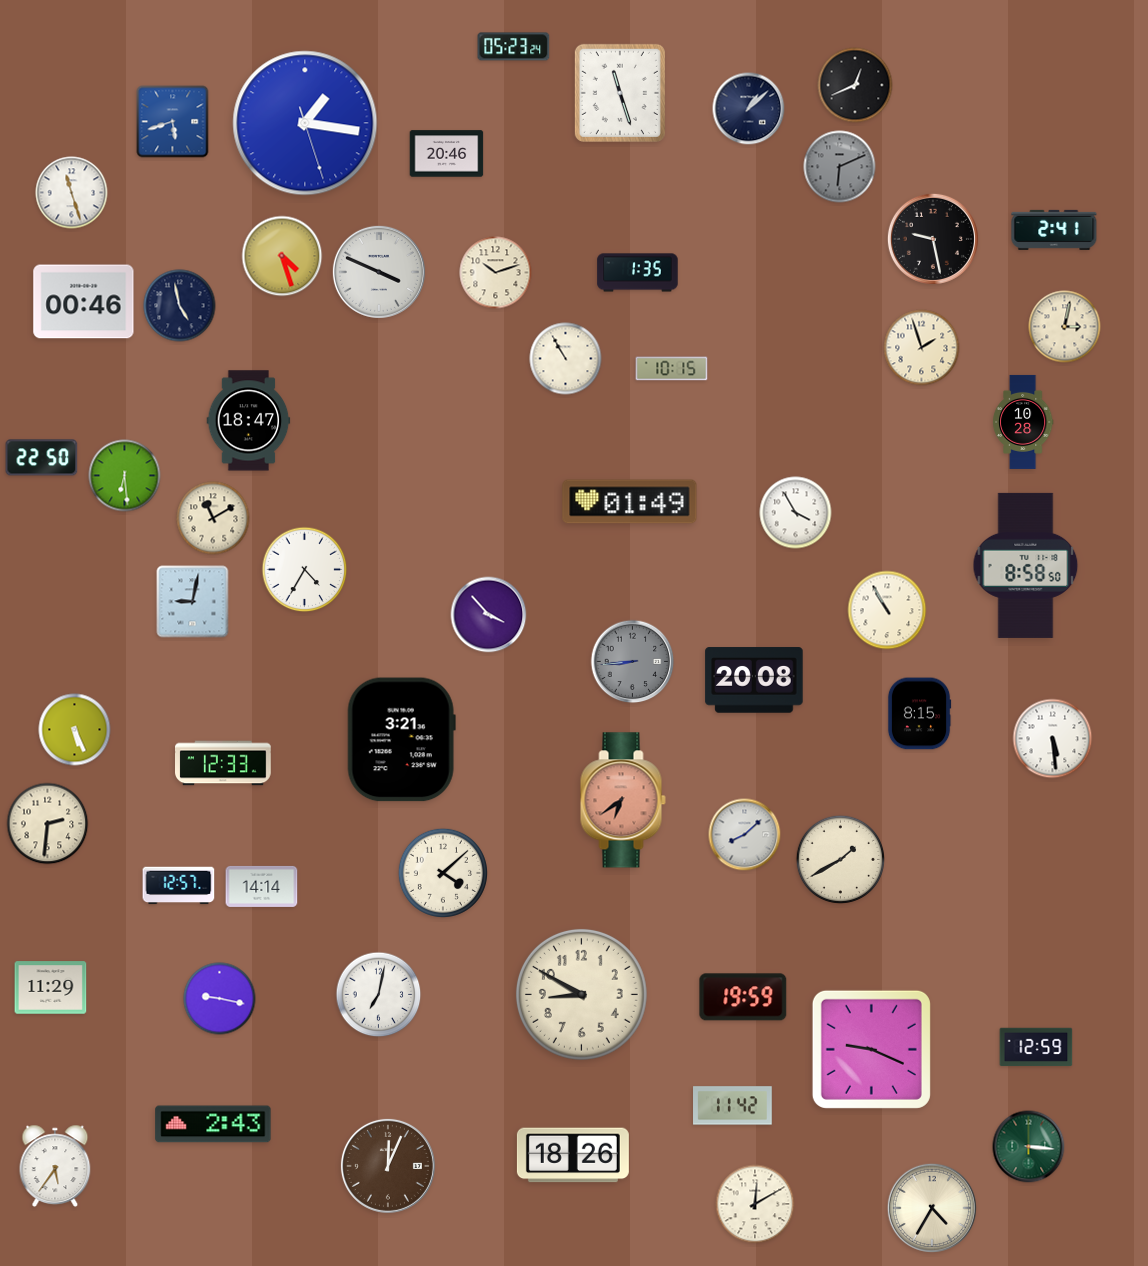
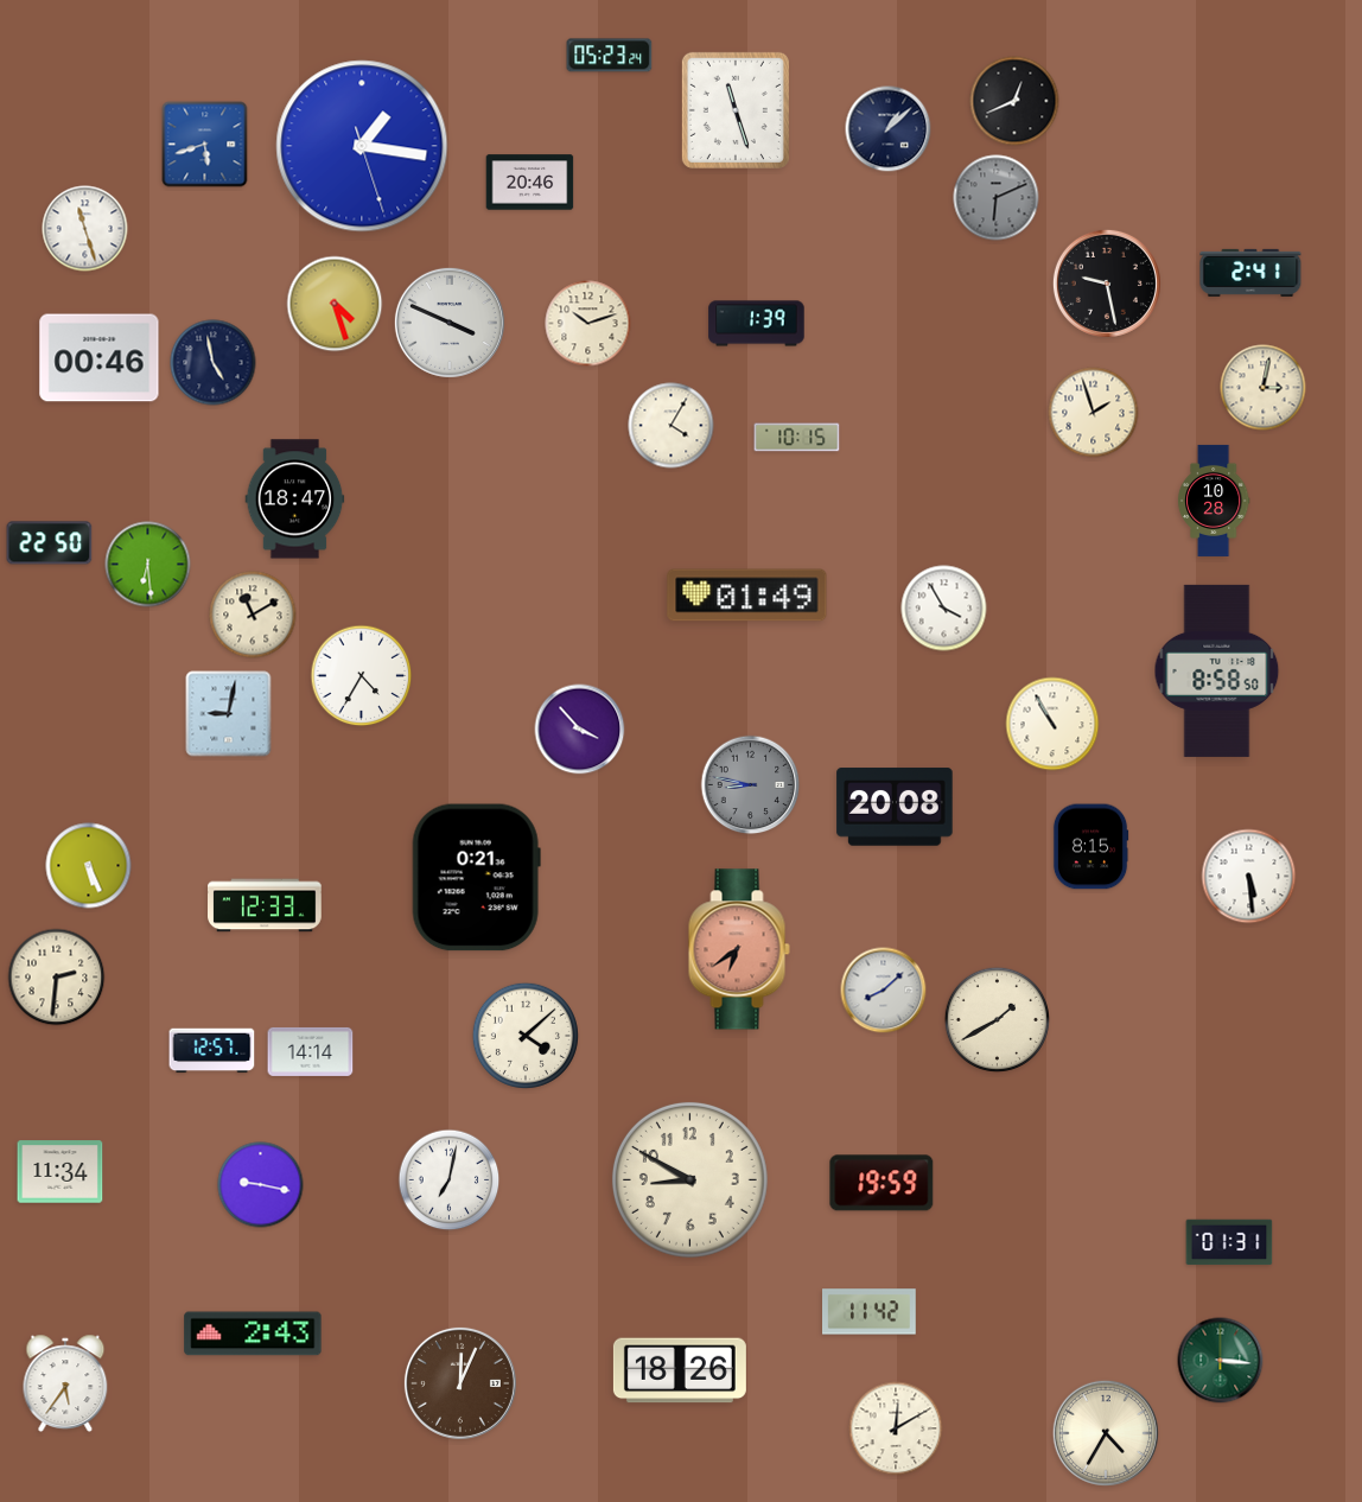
clock at (638, 273): 1:35 -> 1:39
clock at (566, 359): 10:55 -> 4:05
clock at (633, 662): 8:44 -> 8:47
clock at (401, 740): 3:21 -> 0:21
clock at (51, 988): 11:29 -> 11:34
clock at (1036, 1047): 12:59 -> 01:31
clock at (871, 1049): 9:19 -> none
